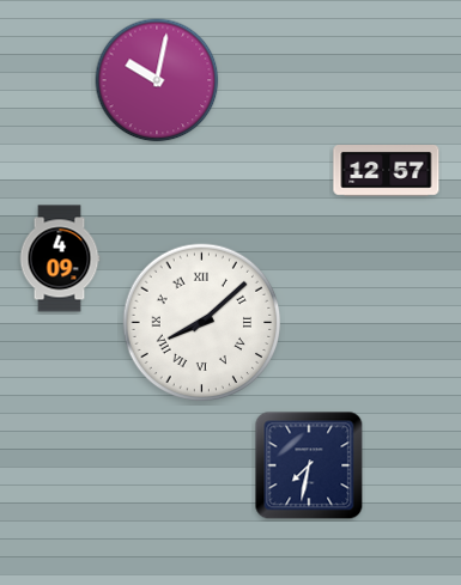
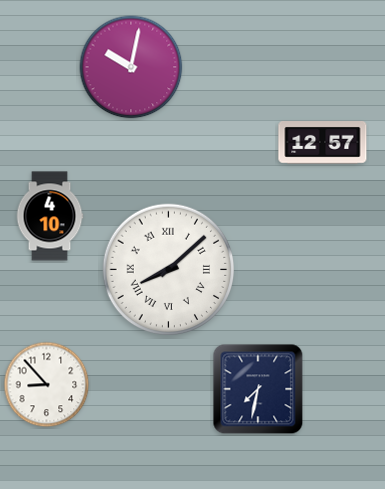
clock at (60, 258): 4:09 -> 4:10
clock at (47, 385): none -> 8:53
